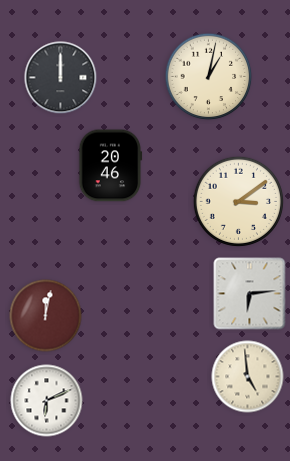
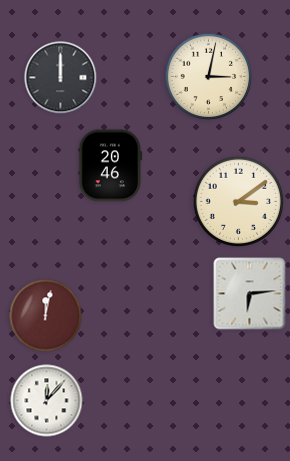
clock at (209, 77): 1:02 -> 3:02
clock at (248, 377): 4:59 -> none
clock at (47, 401): 6:11 -> 12:07
